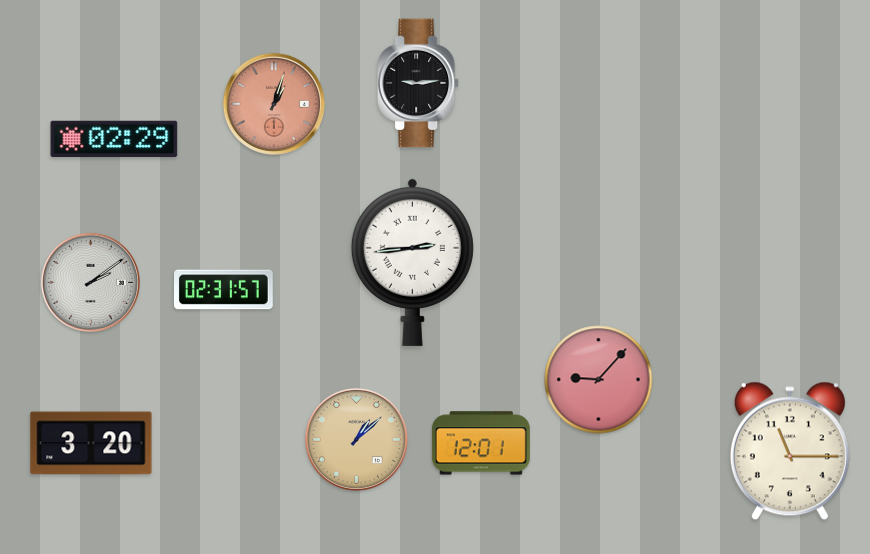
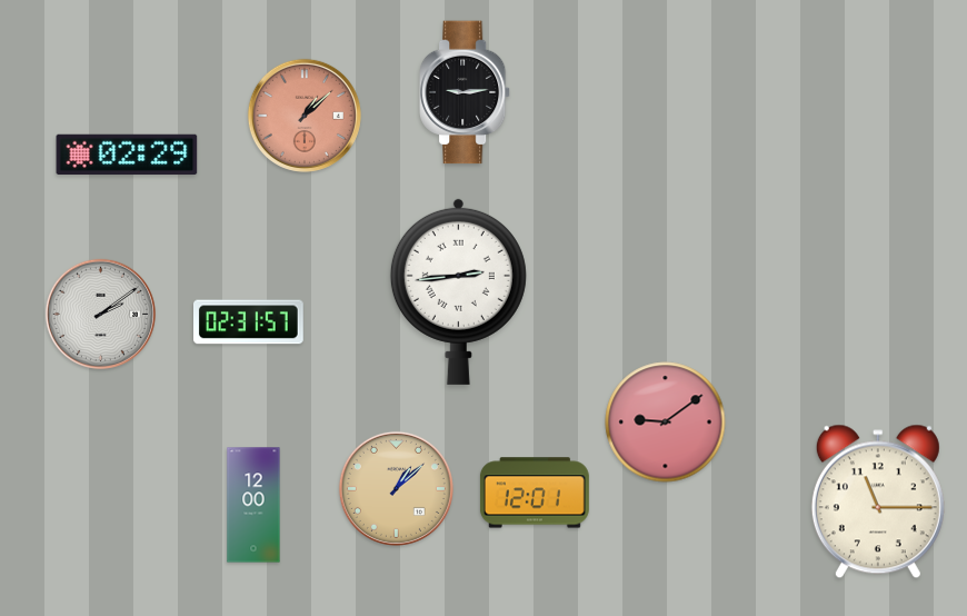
clock at (274, 104): 1:03 -> 1:08
clock at (599, 380): 9:07 -> 9:09
clock at (91, 443): 3:20 -> none
clock at (253, 505): none -> 12:00
